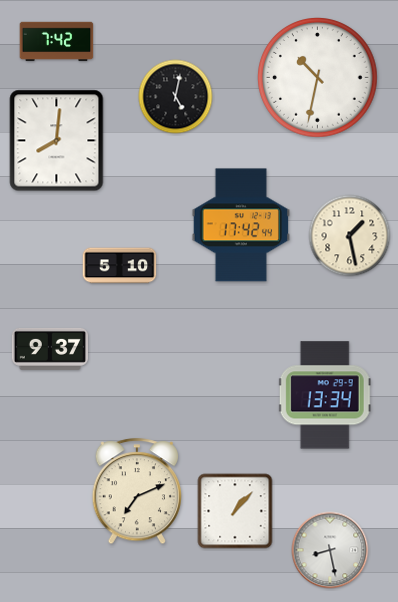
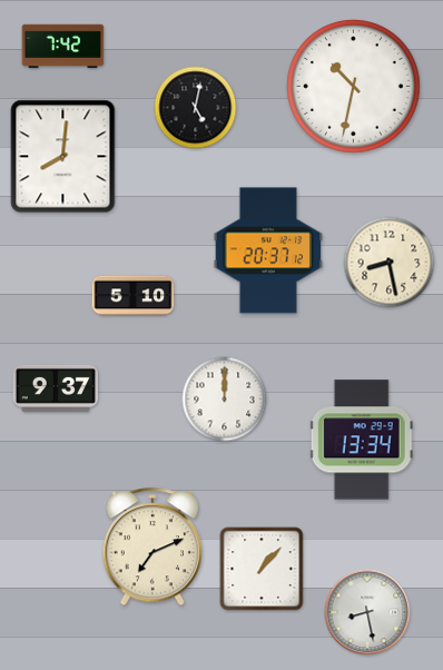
clock at (241, 225): 17:42 -> 20:37
clock at (350, 236): 1:28 -> 8:28
clock at (225, 400): none -> 12:00
